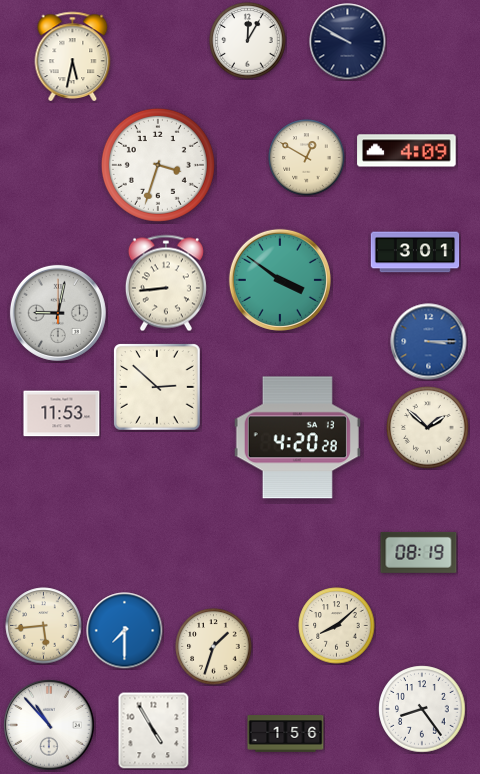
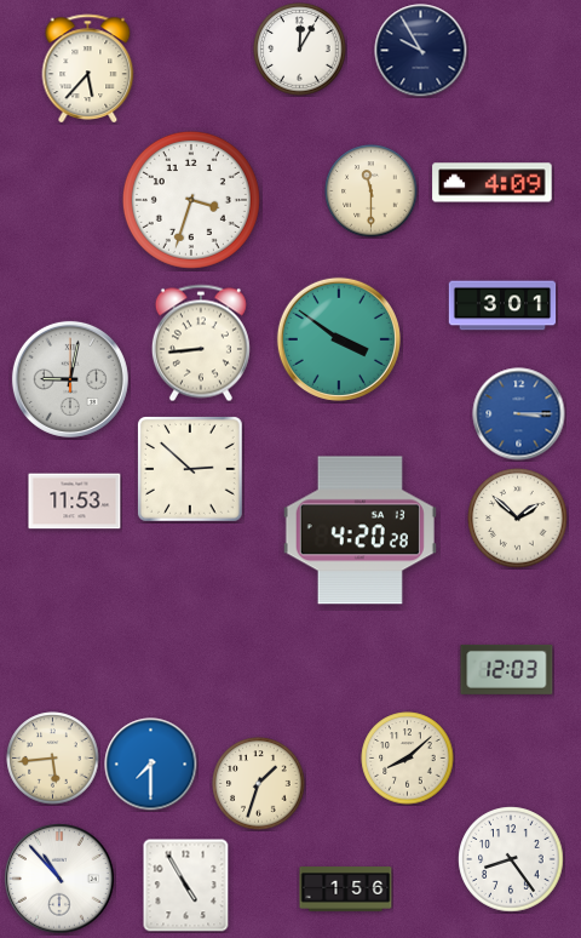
clock at (348, 42): 9:50 -> 9:55
clock at (73, 56): 5:32 -> 5:37
clock at (307, 158): 12:50 -> 11:30
clock at (419, 552): 08:19 -> 12:03
